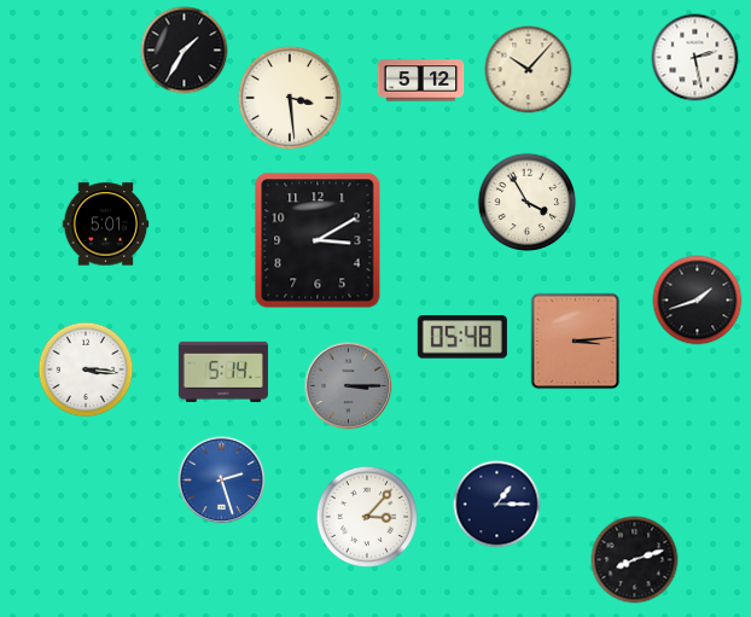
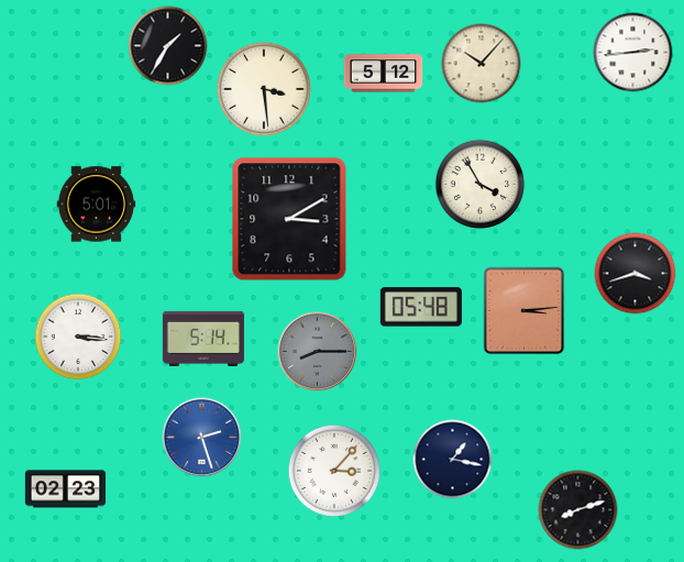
clock at (695, 58): 2:28 -> 2:44
clock at (698, 301): 1:42 -> 3:42
clock at (349, 386): 3:15 -> 8:15
clock at (497, 505): 1:15 -> 1:17
clock at (65, 489): none -> 02:23
